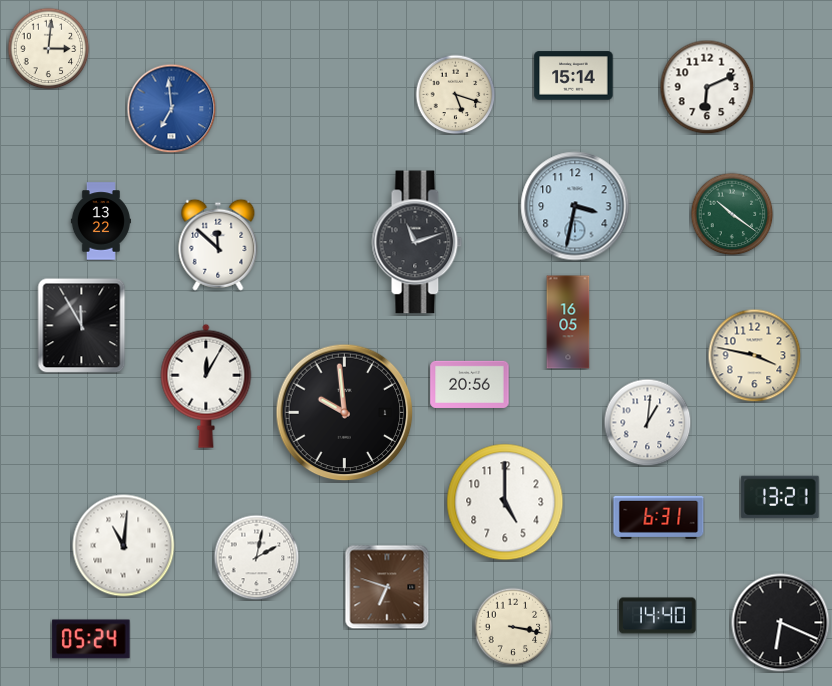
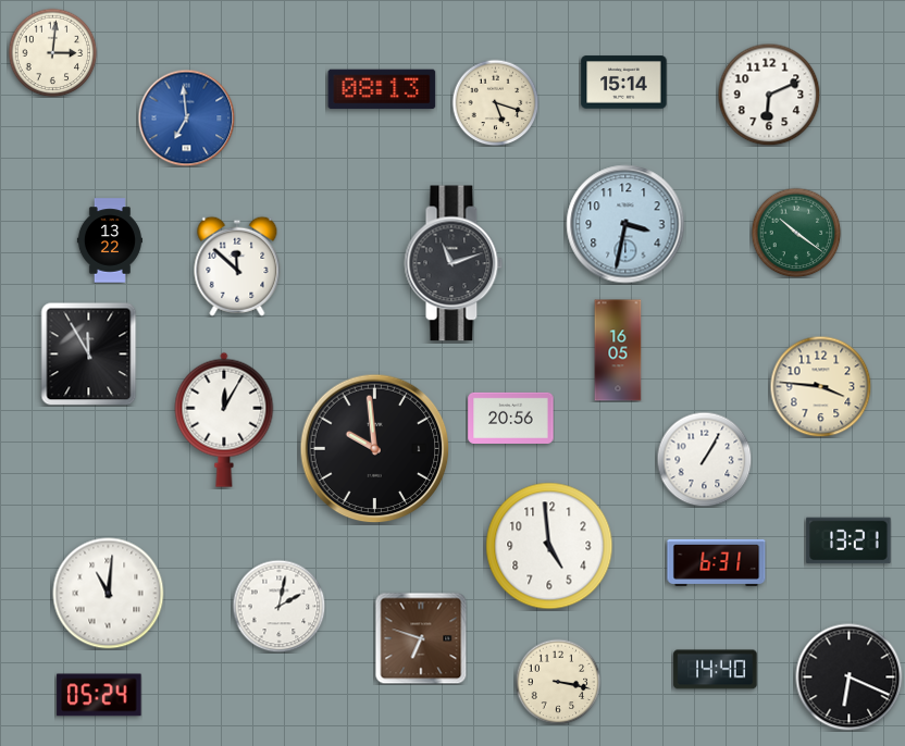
clock at (382, 89): none -> 08:13
clock at (754, 355): 3:47 -> 3:46
clock at (647, 422): 1:01 -> 1:05
clock at (505, 502): 5:00 -> 4:59
clock at (124, 546) position: (124, 546) -> (109, 594)
